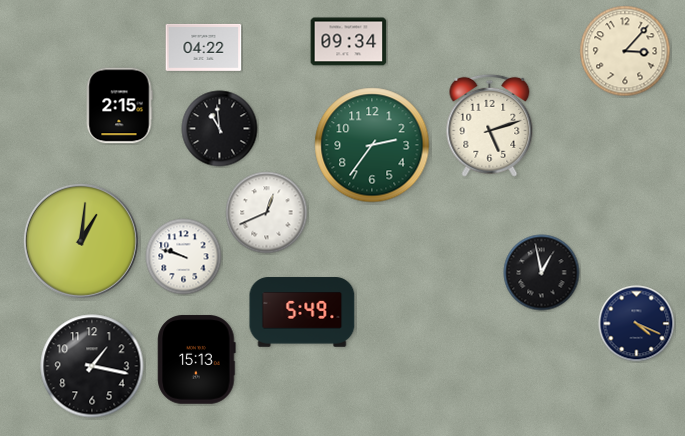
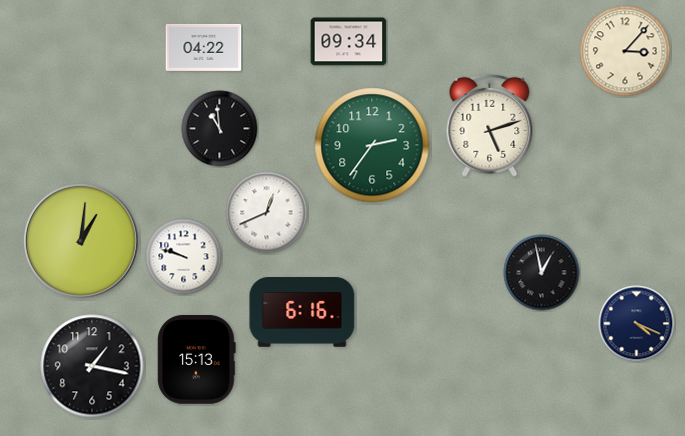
clock at (119, 106): 2:15 -> none
clock at (302, 312): 5:49 -> 6:16
